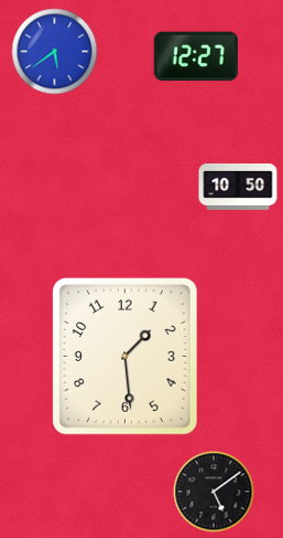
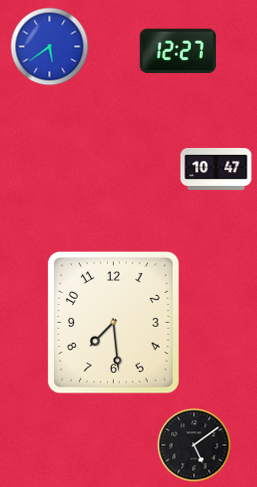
clock at (238, 187): 10:50 -> 10:47
clock at (124, 357): 1:29 -> 7:29
